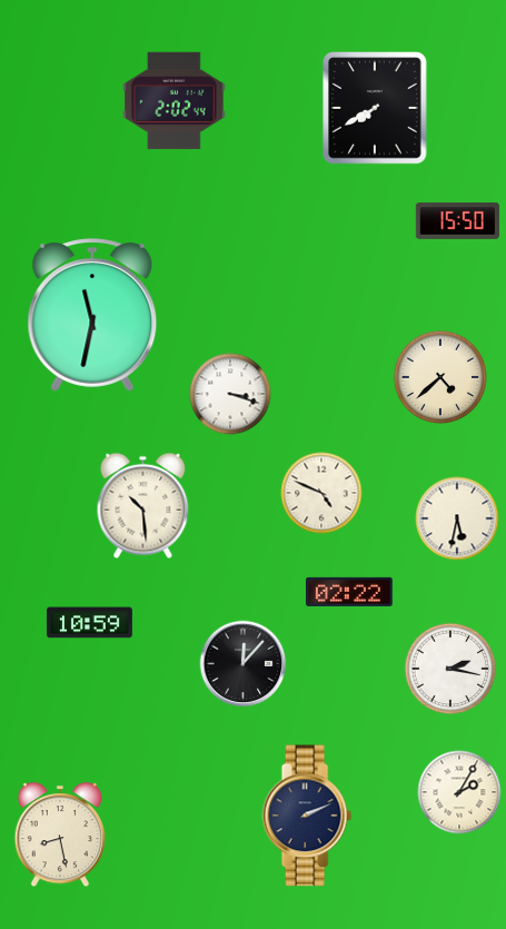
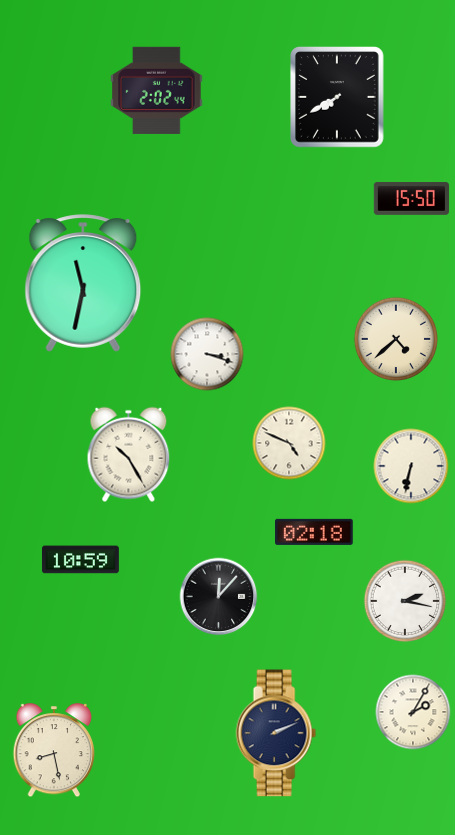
clock at (143, 506): 10:29 -> 10:25
clock at (457, 518): 5:32 -> 6:32
clock at (350, 592): 02:22 -> 02:18
